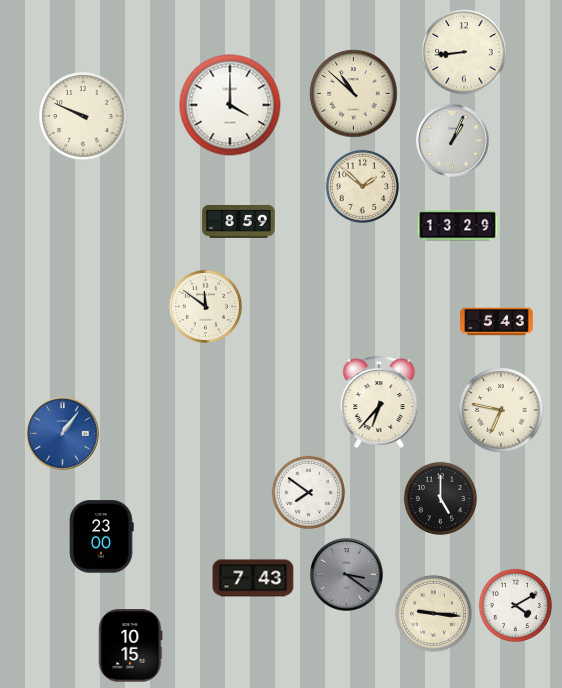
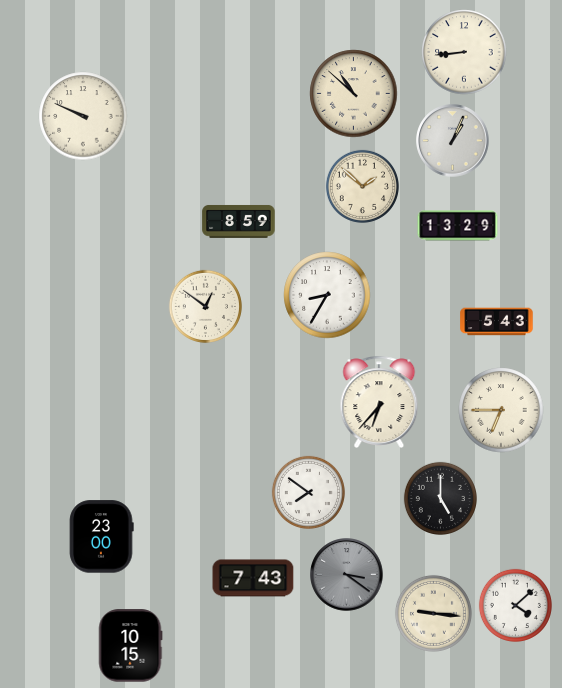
clock at (230, 105): 4:00 -> none
clock at (327, 295): none -> 8:35
clock at (205, 306): 11:51 -> 12:51
clock at (501, 410): 6:47 -> 6:45
clock at (63, 434): 1:06 -> none
clock at (515, 605): 4:10 -> 4:08
